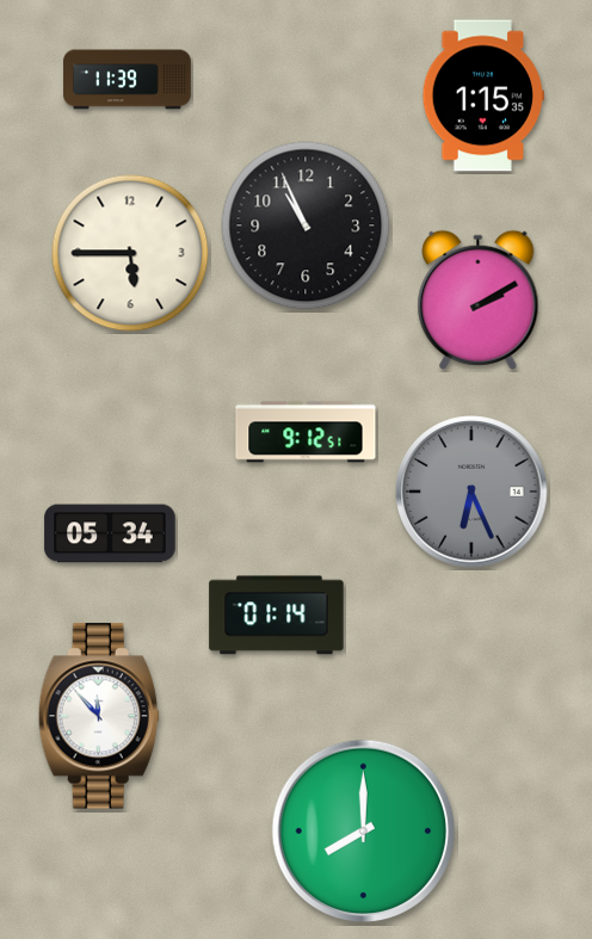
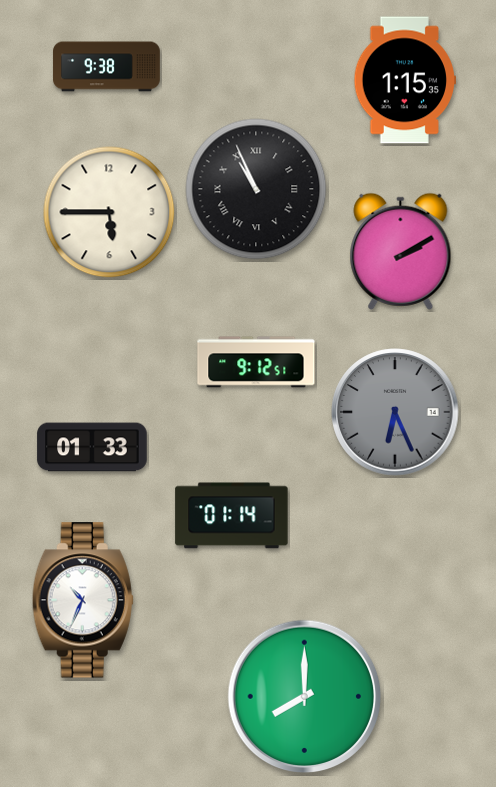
clock at (128, 80): 11:39 -> 9:38
clock at (306, 226) numerals: Arabic -> Roman
clock at (110, 533): 05:34 -> 01:33
clock at (99, 716): 11:53 -> 10:34
